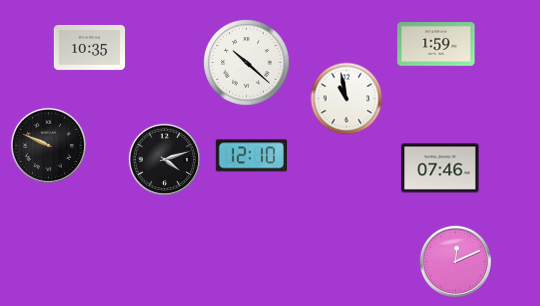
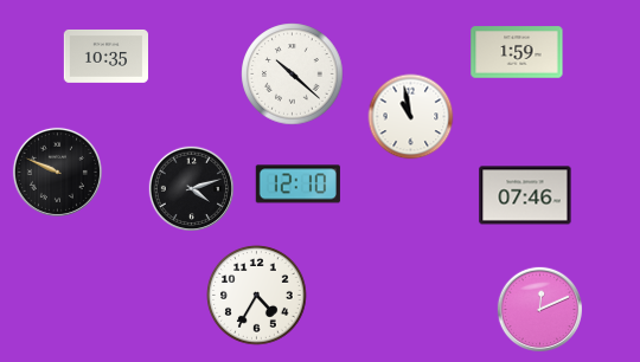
clock at (164, 159) position: (164, 159) -> (191, 188)
clock at (440, 168) position: (440, 168) -> (525, 195)
clock at (257, 296): none -> 4:35
